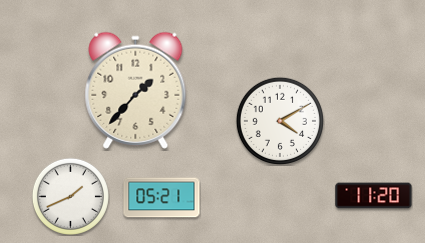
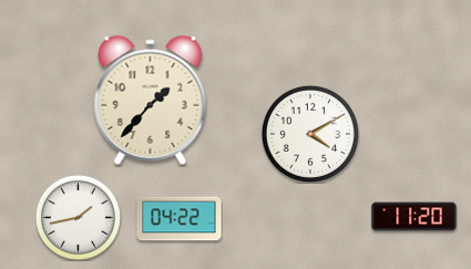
clock at (70, 196): 1:41 -> 1:43
clock at (162, 198): 05:21 -> 04:22
